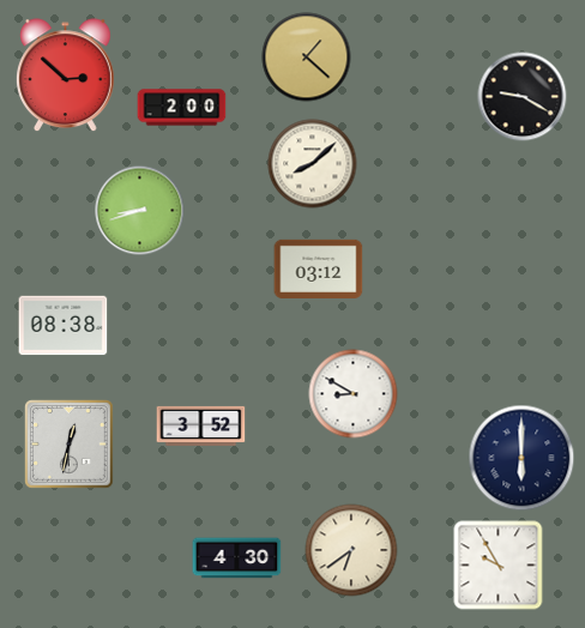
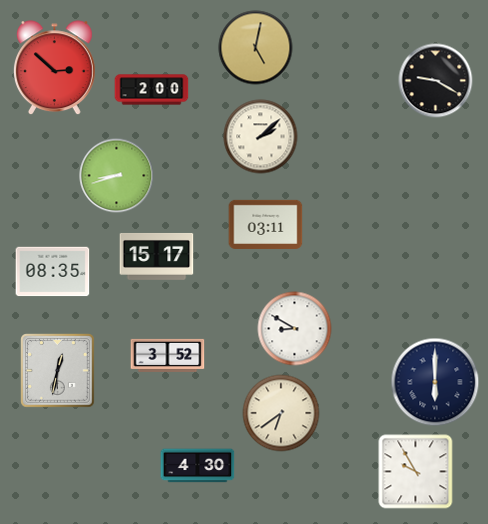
clock at (307, 58): 1:22 -> 5:02
clock at (65, 76) position: (65, 76) -> (54, 68)
clock at (313, 164): 8:08 -> 2:08
clock at (319, 268): 03:12 -> 03:11
clock at (157, 256): none -> 15:17
clock at (64, 326): 08:38 -> 08:35
clock at (351, 550) position: (351, 550) -> (281, 413)
